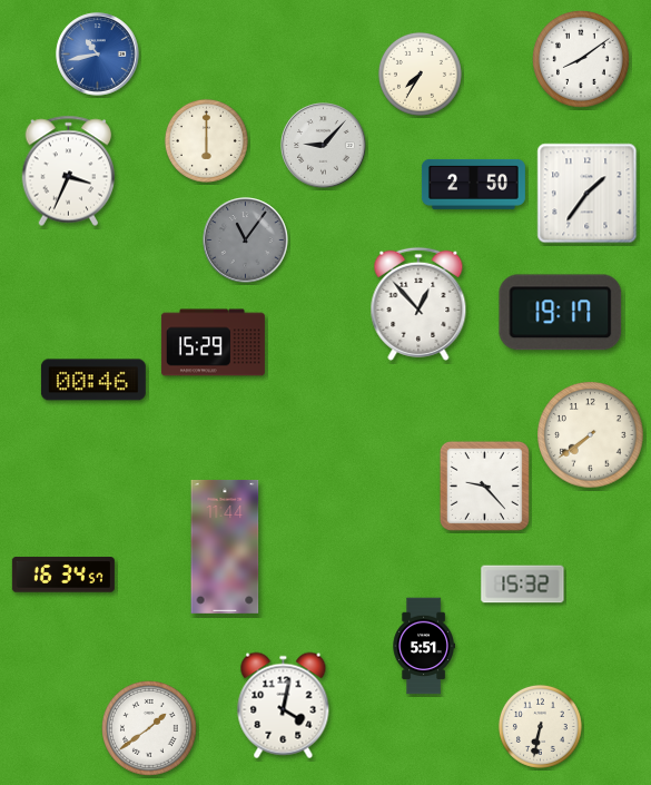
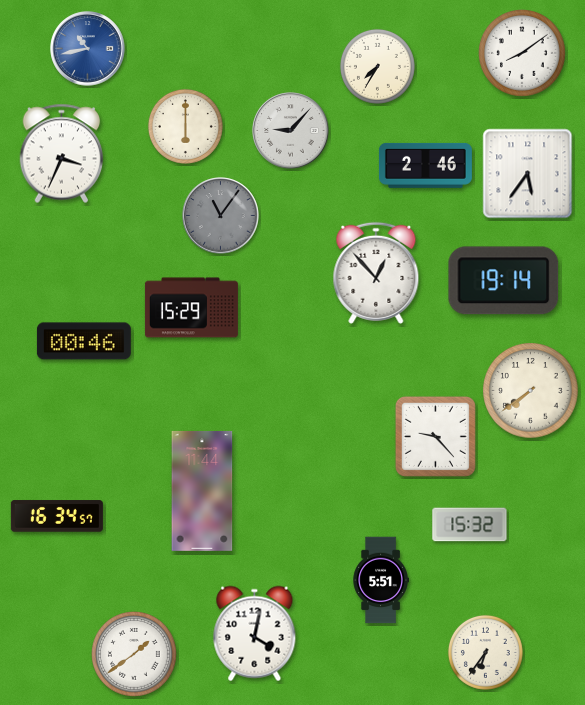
clock at (473, 184): 2:50 -> 2:46
clock at (588, 194): 1:36 -> 5:36
clock at (561, 313): 19:17 -> 19:14
clock at (540, 726): 6:32 -> 6:36
